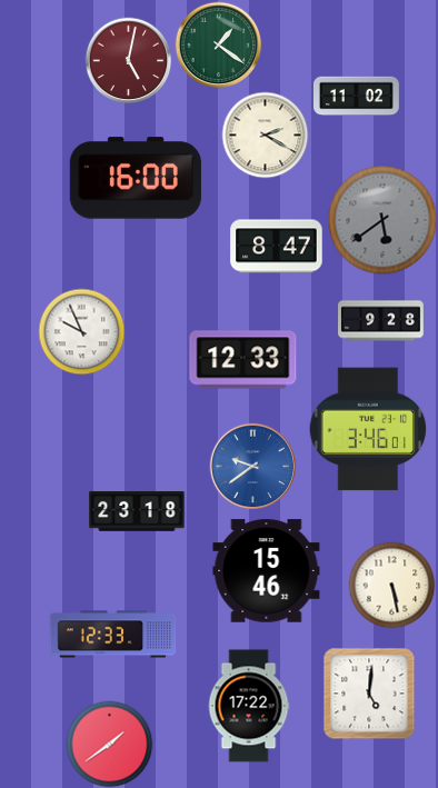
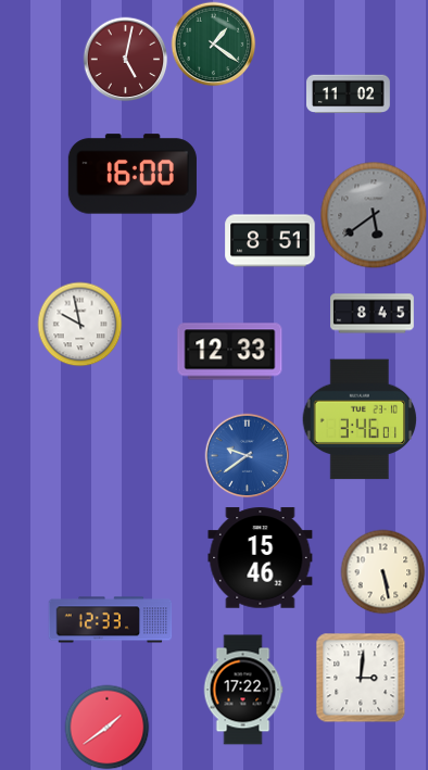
clock at (265, 134): 2:20 -> none
clock at (277, 247): 8:47 -> 8:51
clock at (381, 321): 9:28 -> 8:45
clock at (81, 331): 9:56 -> 9:58
clock at (243, 360) position: (243, 360) -> (230, 352)
clock at (137, 511): 23:18 -> none
clock at (369, 694): 5:01 -> 3:01
